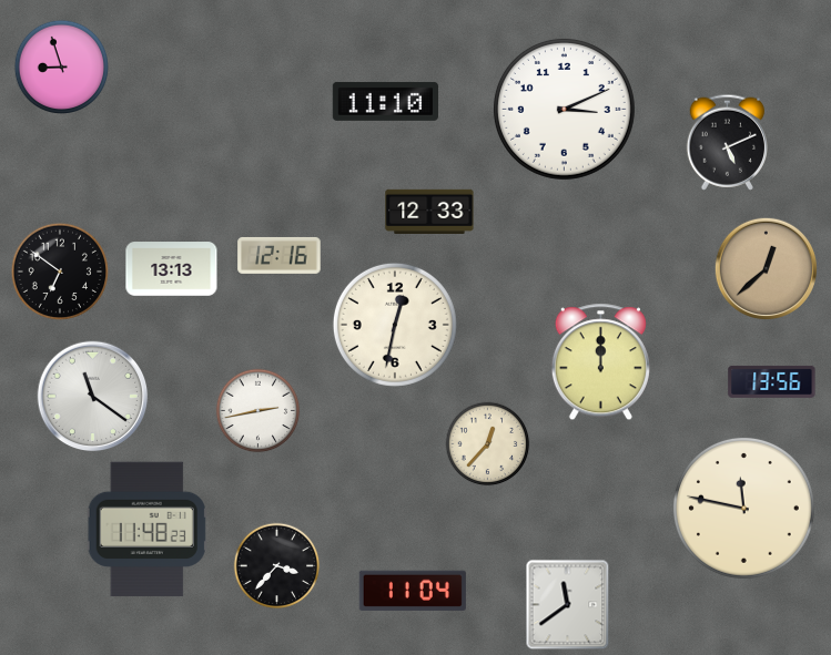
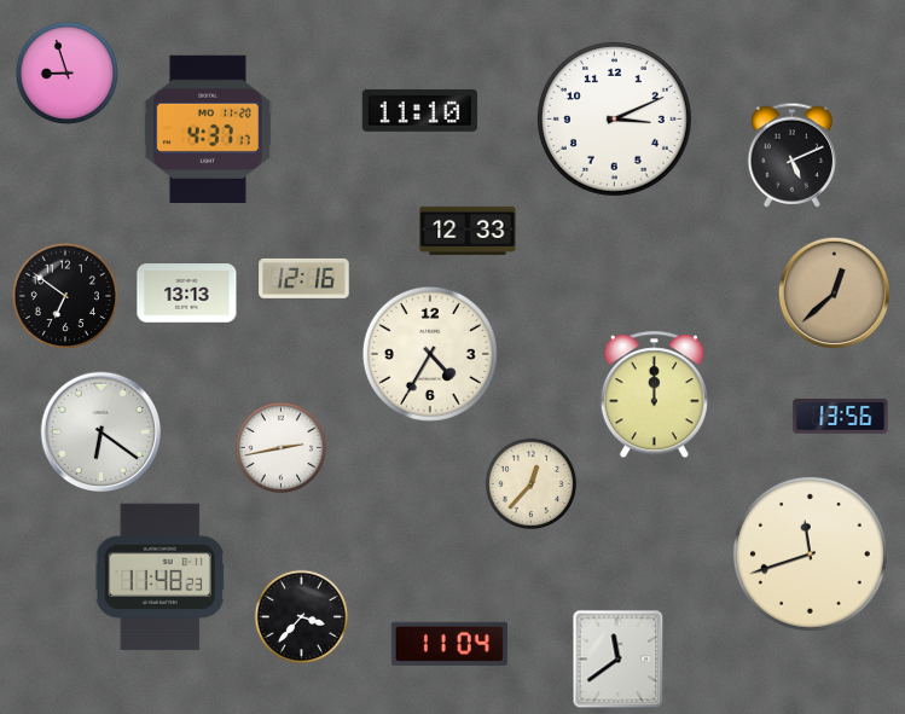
clock at (208, 128): none -> 4:37
clock at (395, 325): 12:32 -> 4:35
clock at (93, 397): 11:21 -> 6:21
clock at (743, 508): 11:47 -> 11:42
